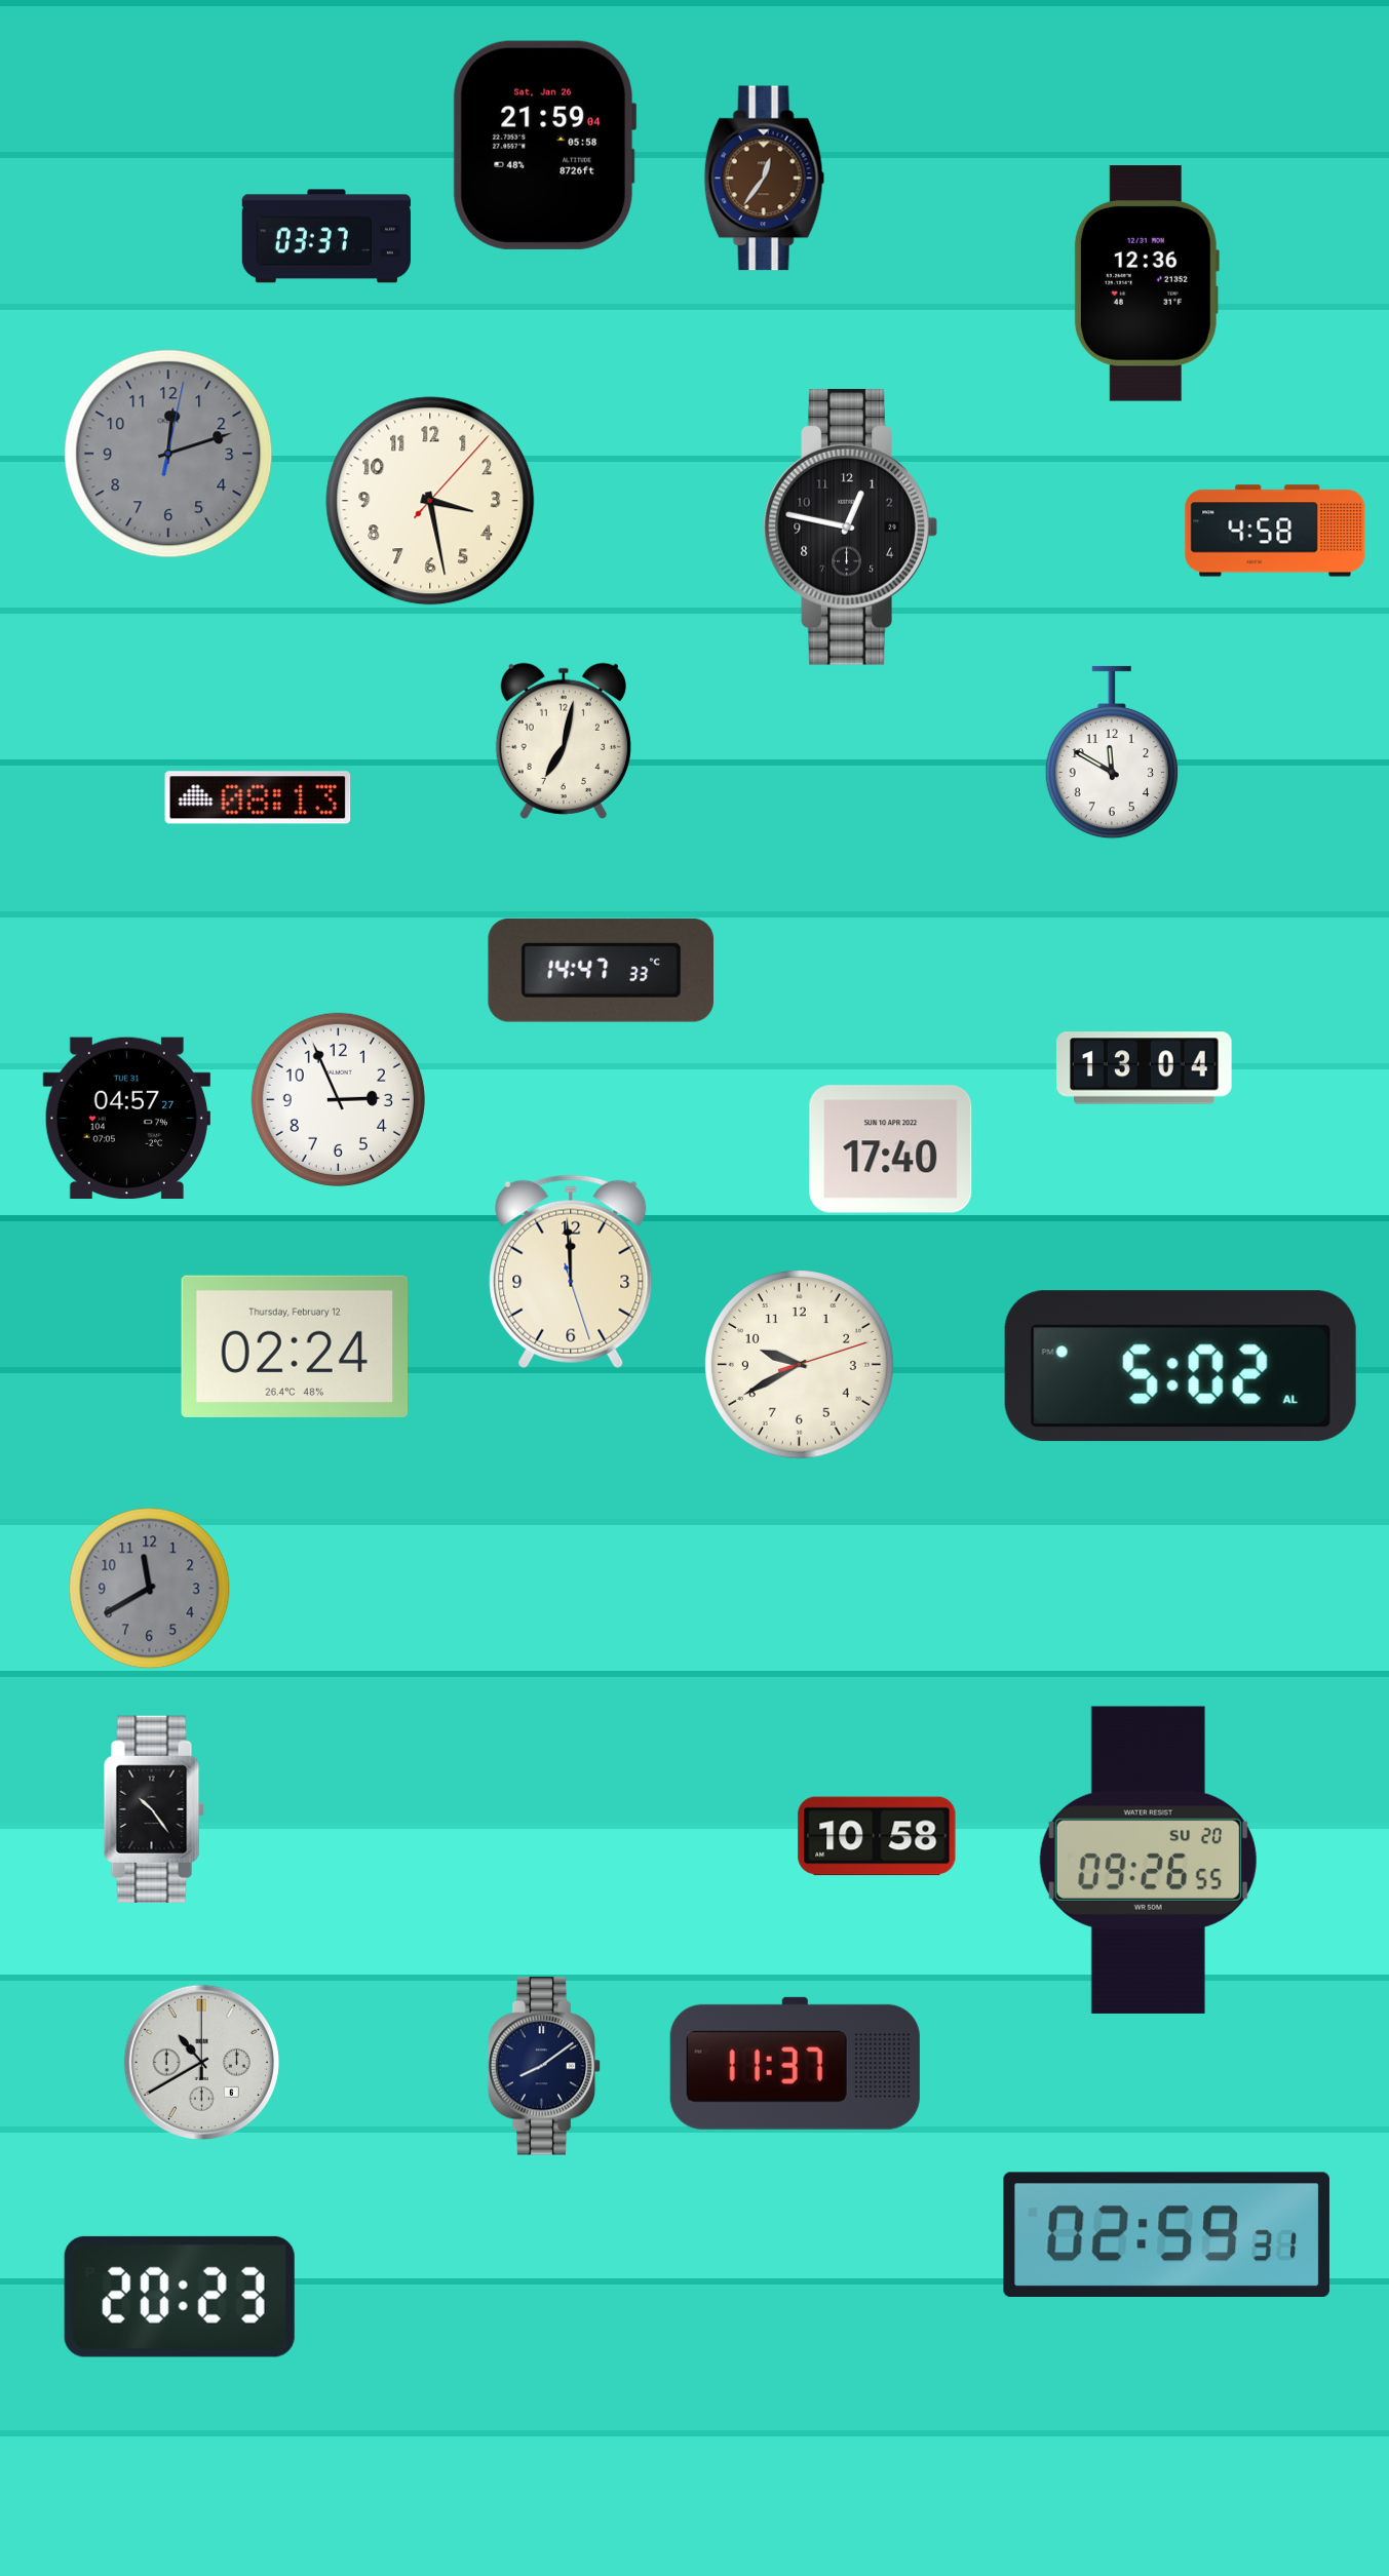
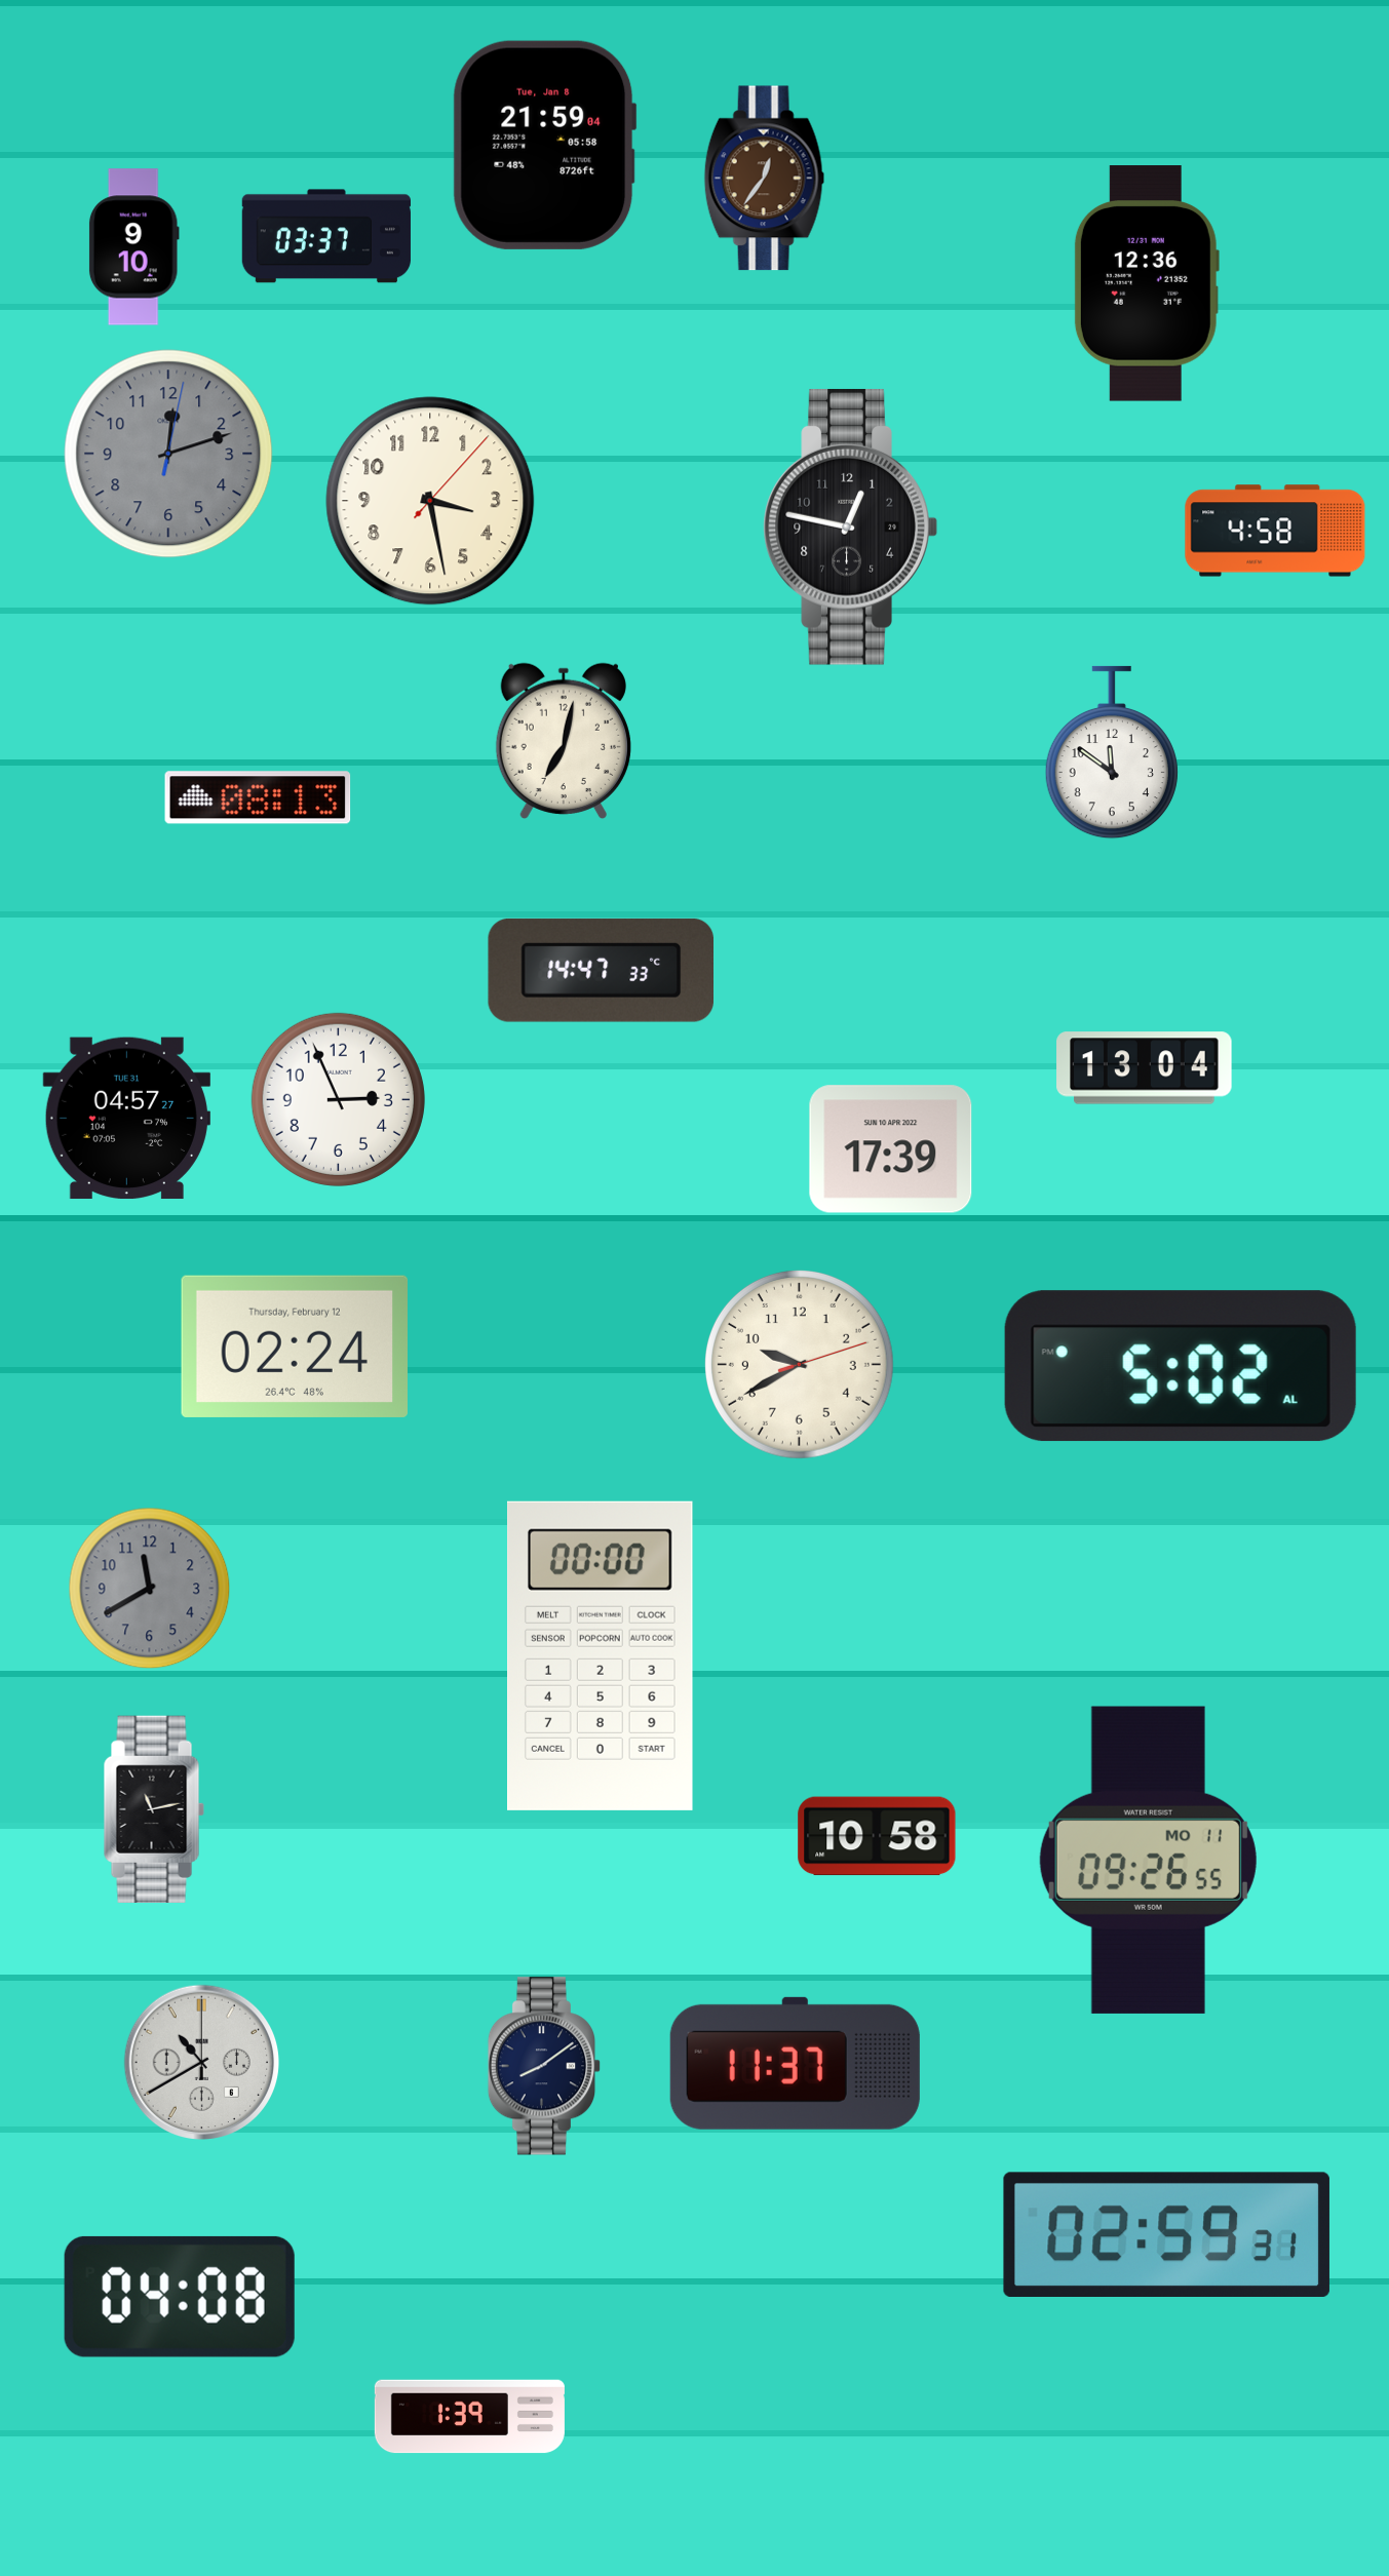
clock at (544, 145) date: Sat, Jan 26 -> Tue, Jan 8
clock at (133, 247): none -> 9:10
clock at (1112, 752): 11:50 -> 11:51
clock at (891, 1149): 17:40 -> 17:39
clock at (571, 1272): 11:59 -> none
clock at (601, 1655): none -> 00:00
clock at (154, 1808): 10:24 -> 11:13
clock at (1148, 1860) date: SU 20 -> MO 11
clock at (180, 2297): 20:23 -> 04:08
clock at (469, 2417): none -> 1:39
